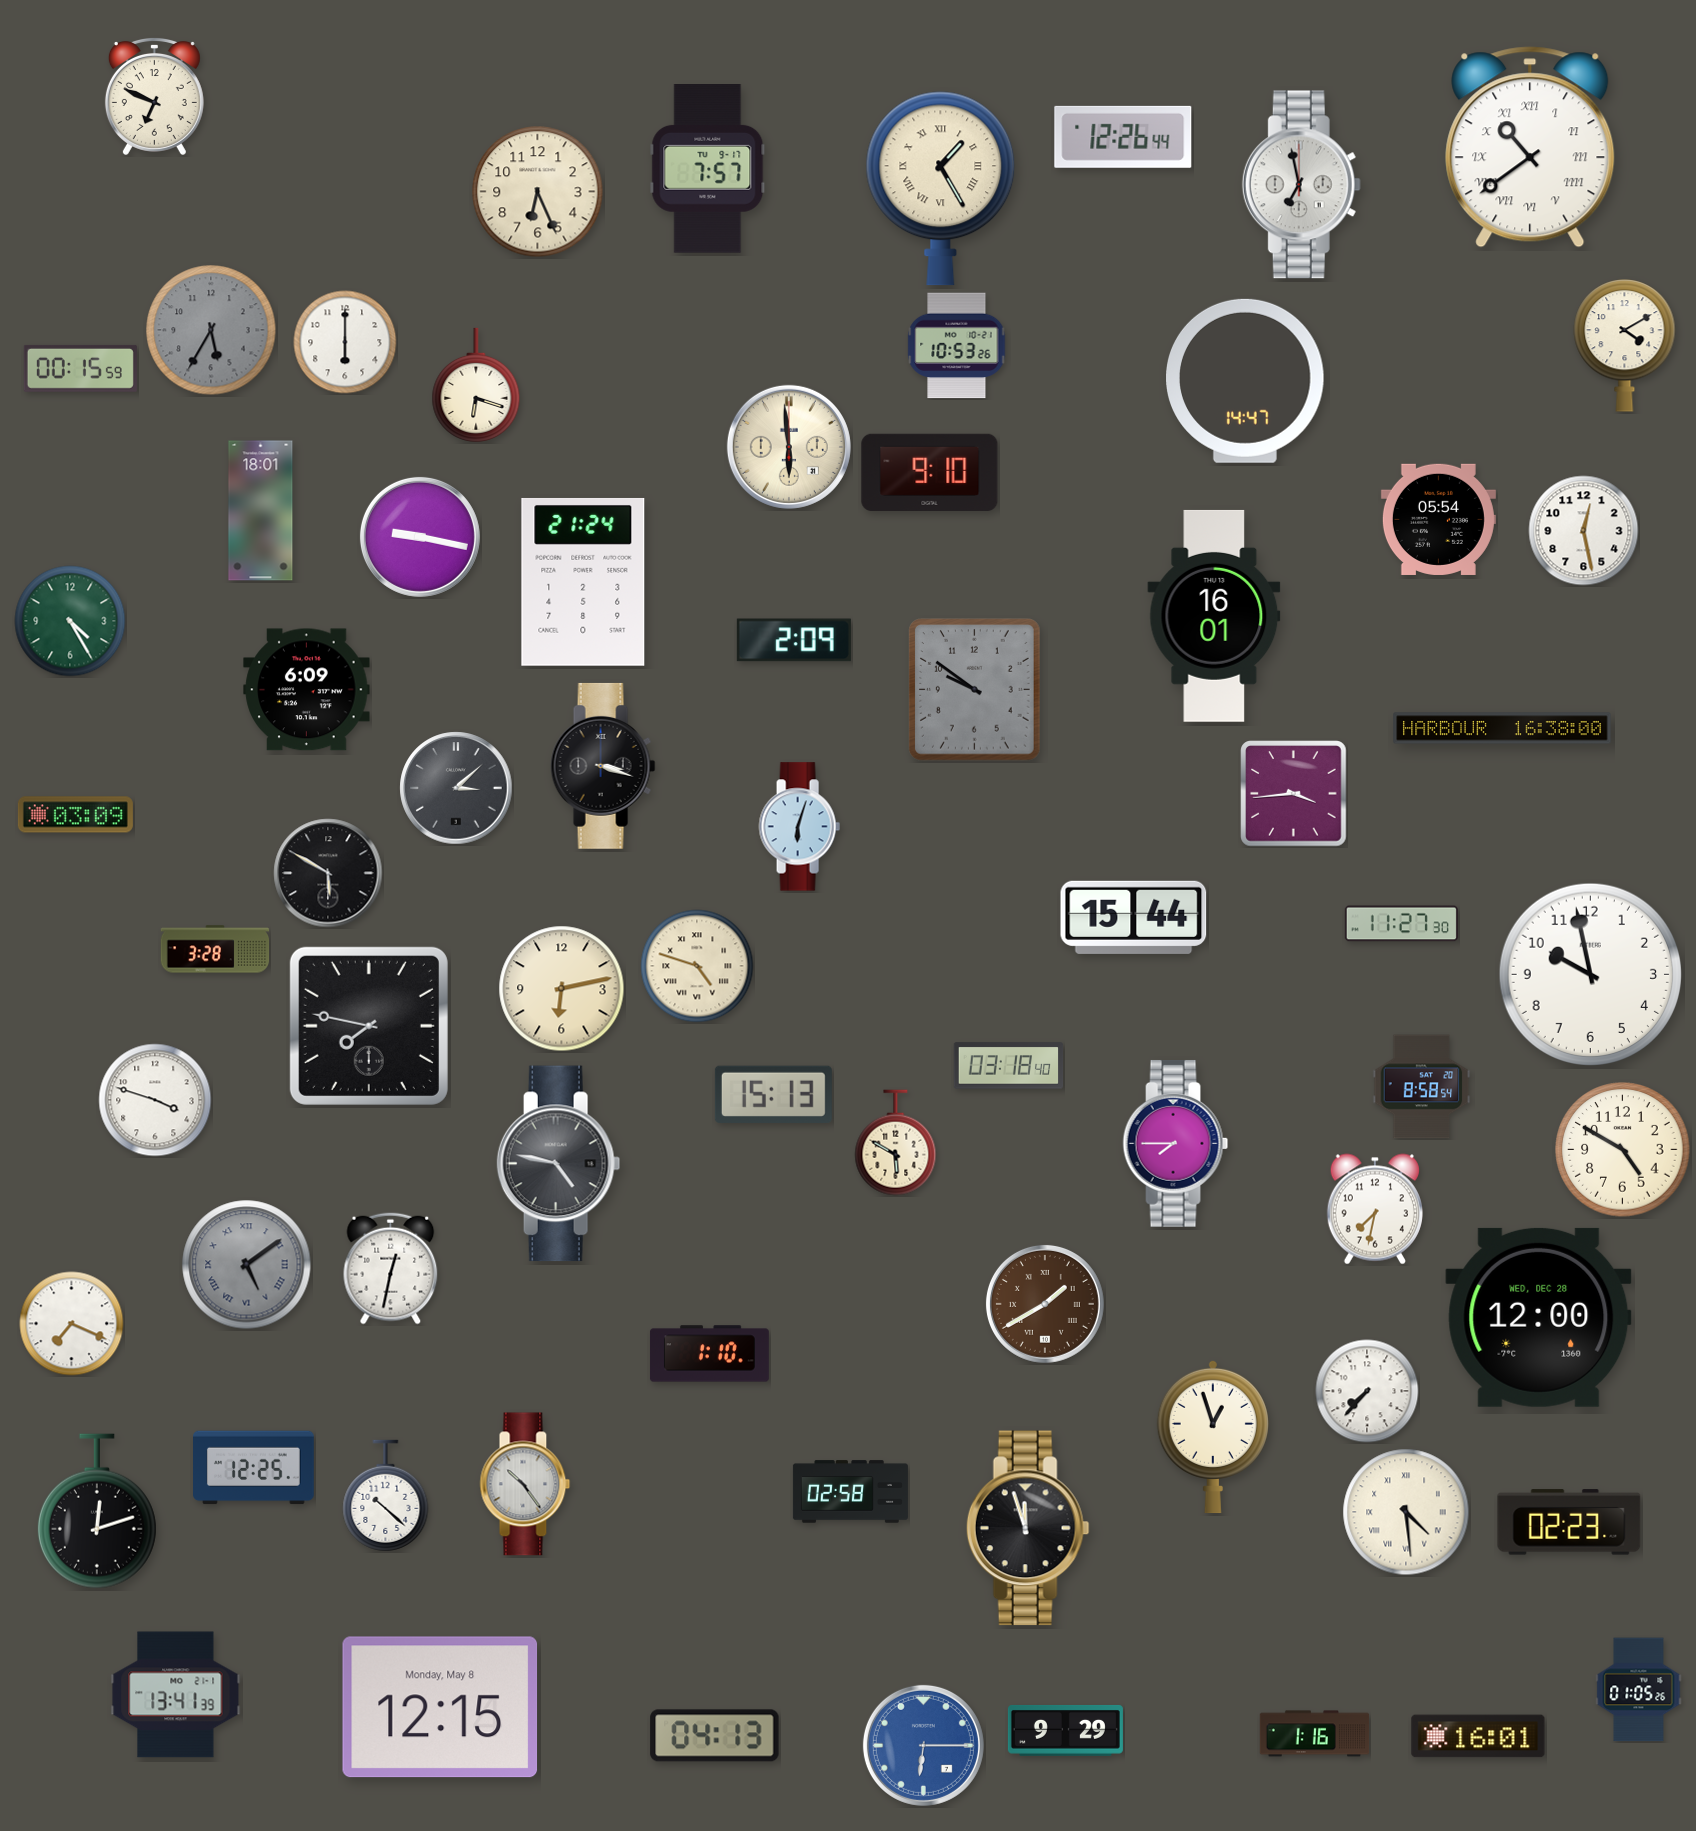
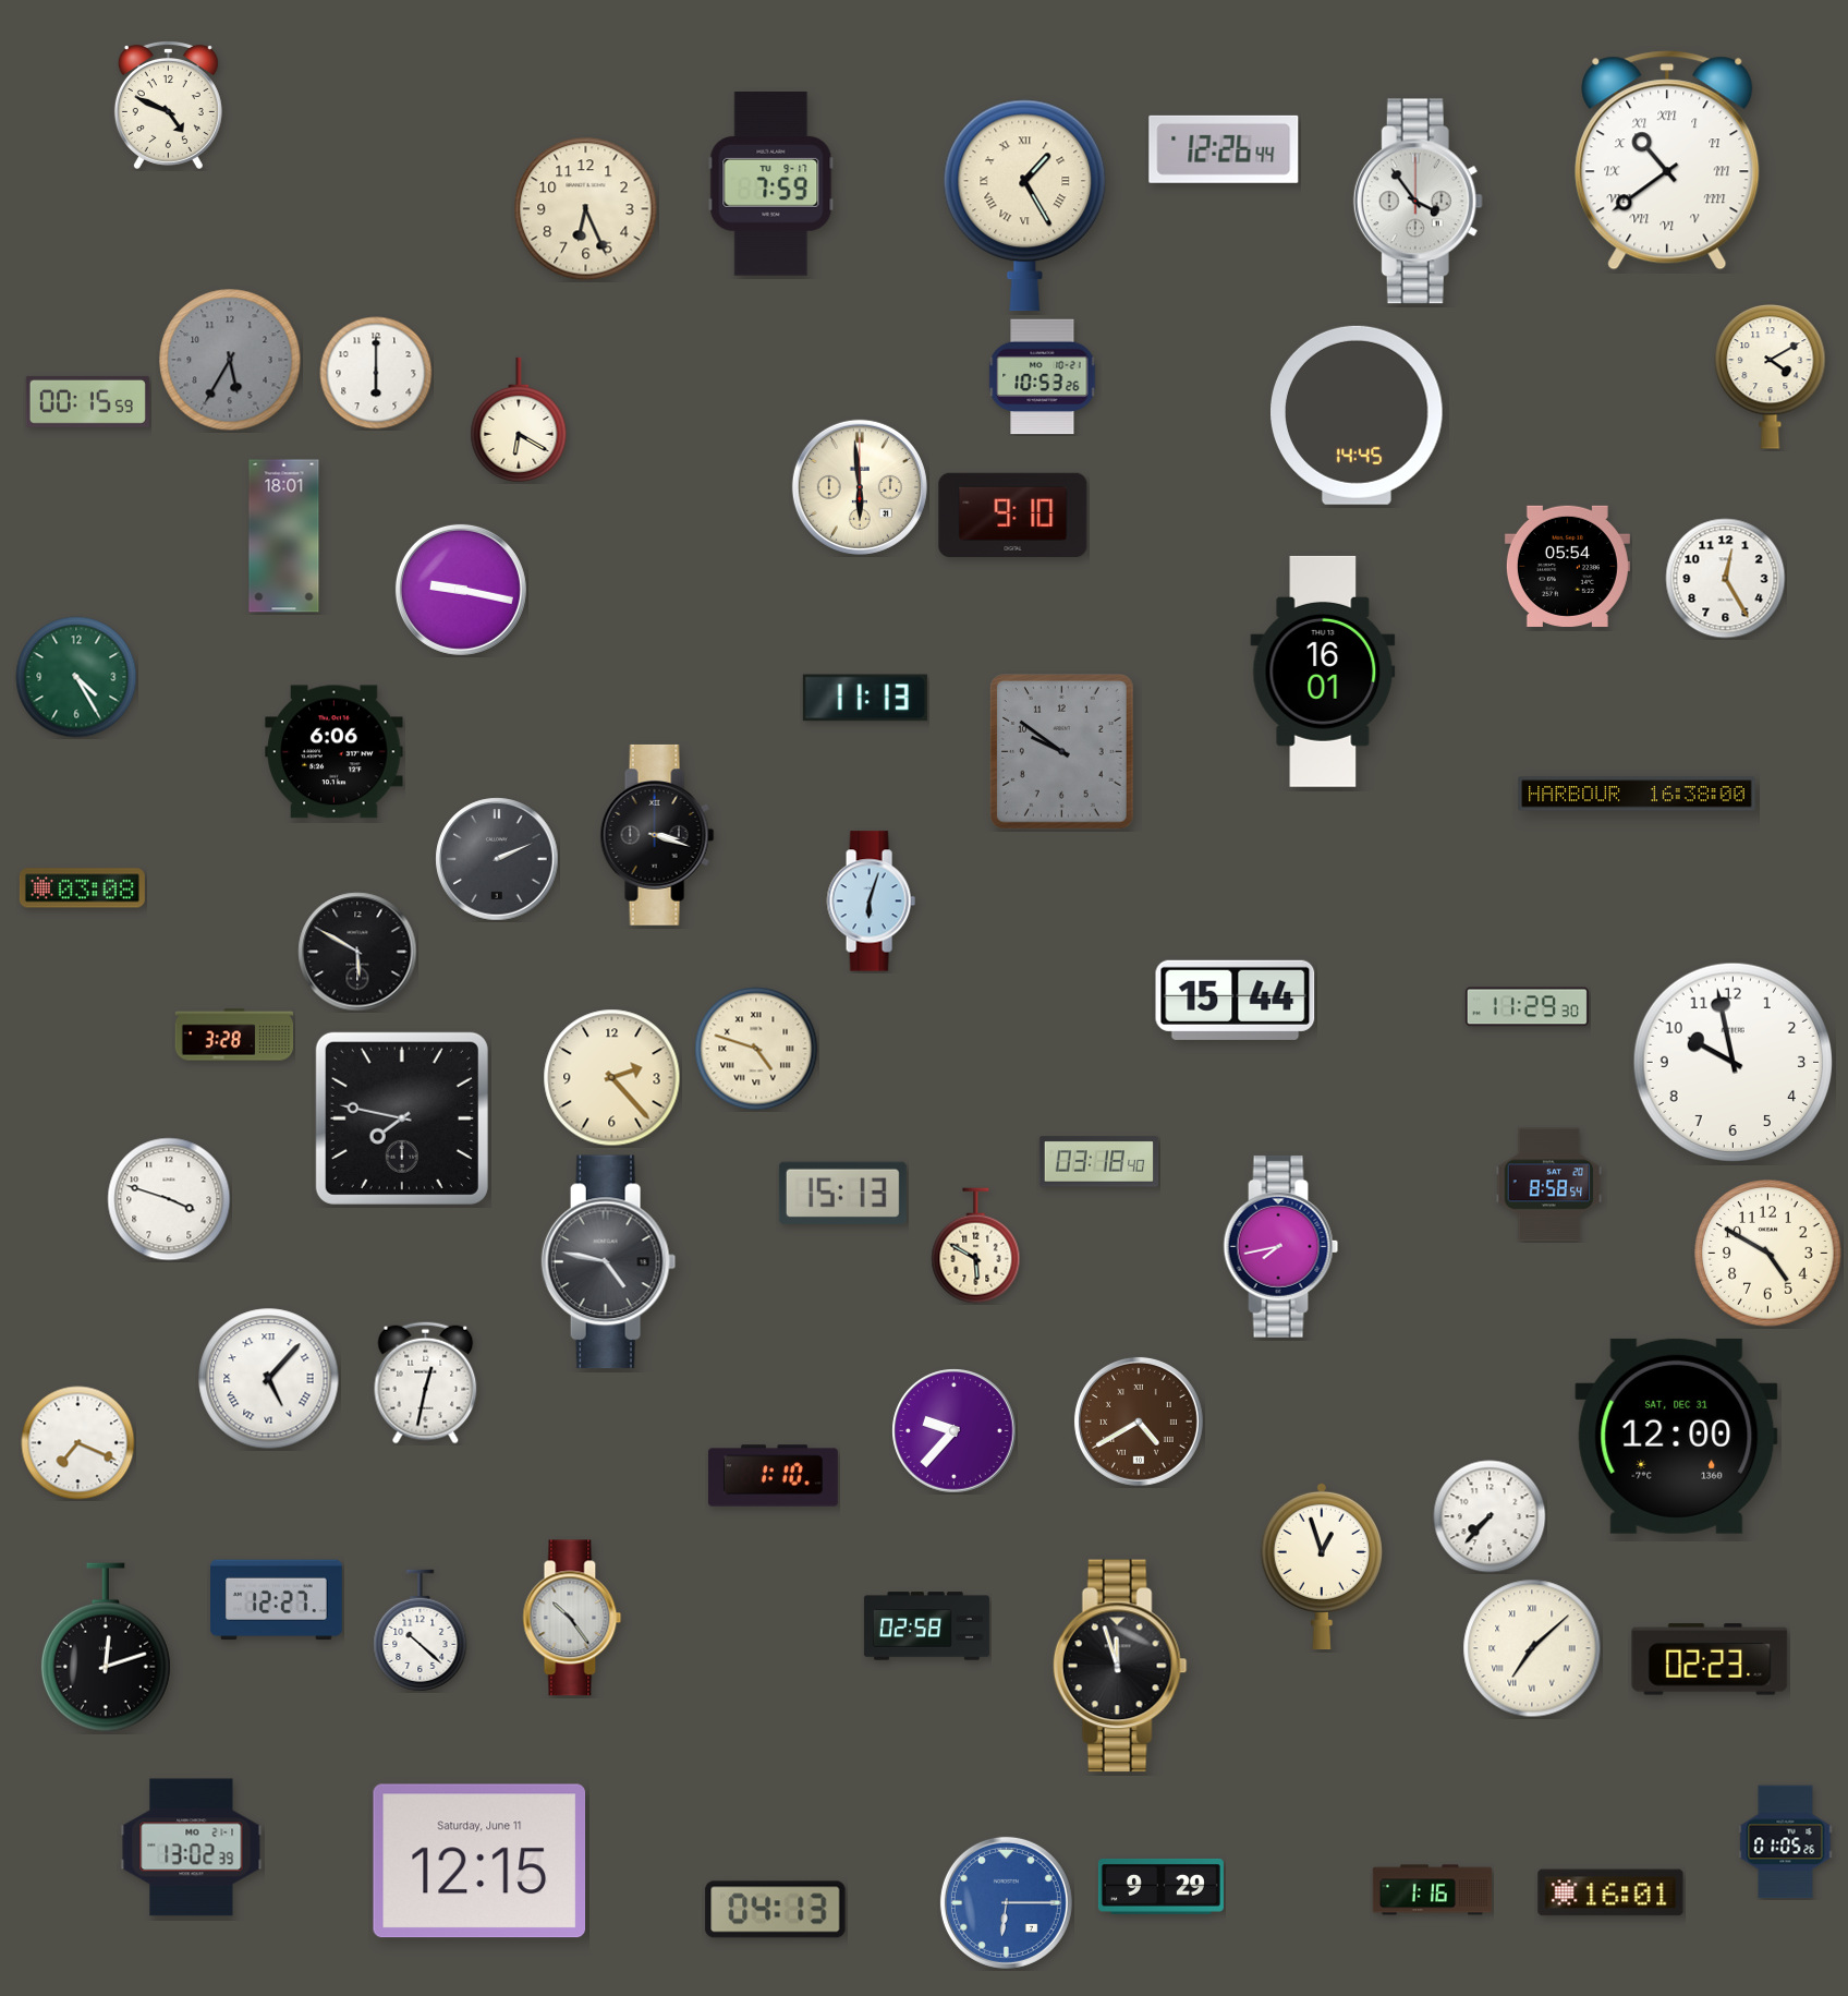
clock at (154, 96): 6:49 -> 4:49
clock at (708, 169): 7:57 -> 7:59
clock at (1301, 185): 6:58 -> 3:54
clock at (1245, 381): 14:47 -> 14:45
clock at (476, 384): 6:18 -> 6:20
clock at (261, 511) position: (261, 511) -> (284, 536)
clock at (1584, 531): 12:28 -> 12:25
clock at (420, 537) position: (420, 537) -> (461, 590)
clock at (583, 582): 21:24 -> none
clock at (794, 640): 2:09 -> 11:13
clock at (307, 690): 6:09 -> 6:06
clock at (456, 788): 3:08 -> 2:11
clock at (1294, 794): 3:44 -> none
clock at (75, 815): 03:09 -> 03:08
clock at (1401, 924): 11:27 -> 11:29
clock at (697, 966) position: (697, 966) -> (756, 1049)
clock at (562, 989): 6:13 -> 2:23
clock at (1176, 1143): 7:45 -> 7:43
clock at (559, 1164) position: (559, 1164) -> (609, 1262)
clock at (1375, 1209): 7:32 -> none
clock at (247, 1265): 5:09 -> 5:07
clock at (247, 1265) dial: grey -> white
clock at (1045, 1304): 1:40 -> 4:40
clock at (955, 1431): none -> 9:37
clock at (1539, 1317) date: WED, DEC 28 -> SAT, DEC 31
clock at (254, 1468): 12:25 -> 12:27
clock at (1406, 1512): 4:29 -> 7:08
clock at (176, 1695): 13:41 -> 13:02
clock at (440, 1707) date: Monday, May 8 -> Saturday, June 11
clock at (715, 1736) position: (715, 1736) -> (776, 1910)
